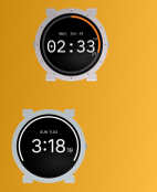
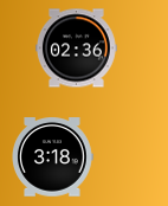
clock at (72, 45): 02:33 -> 02:36
